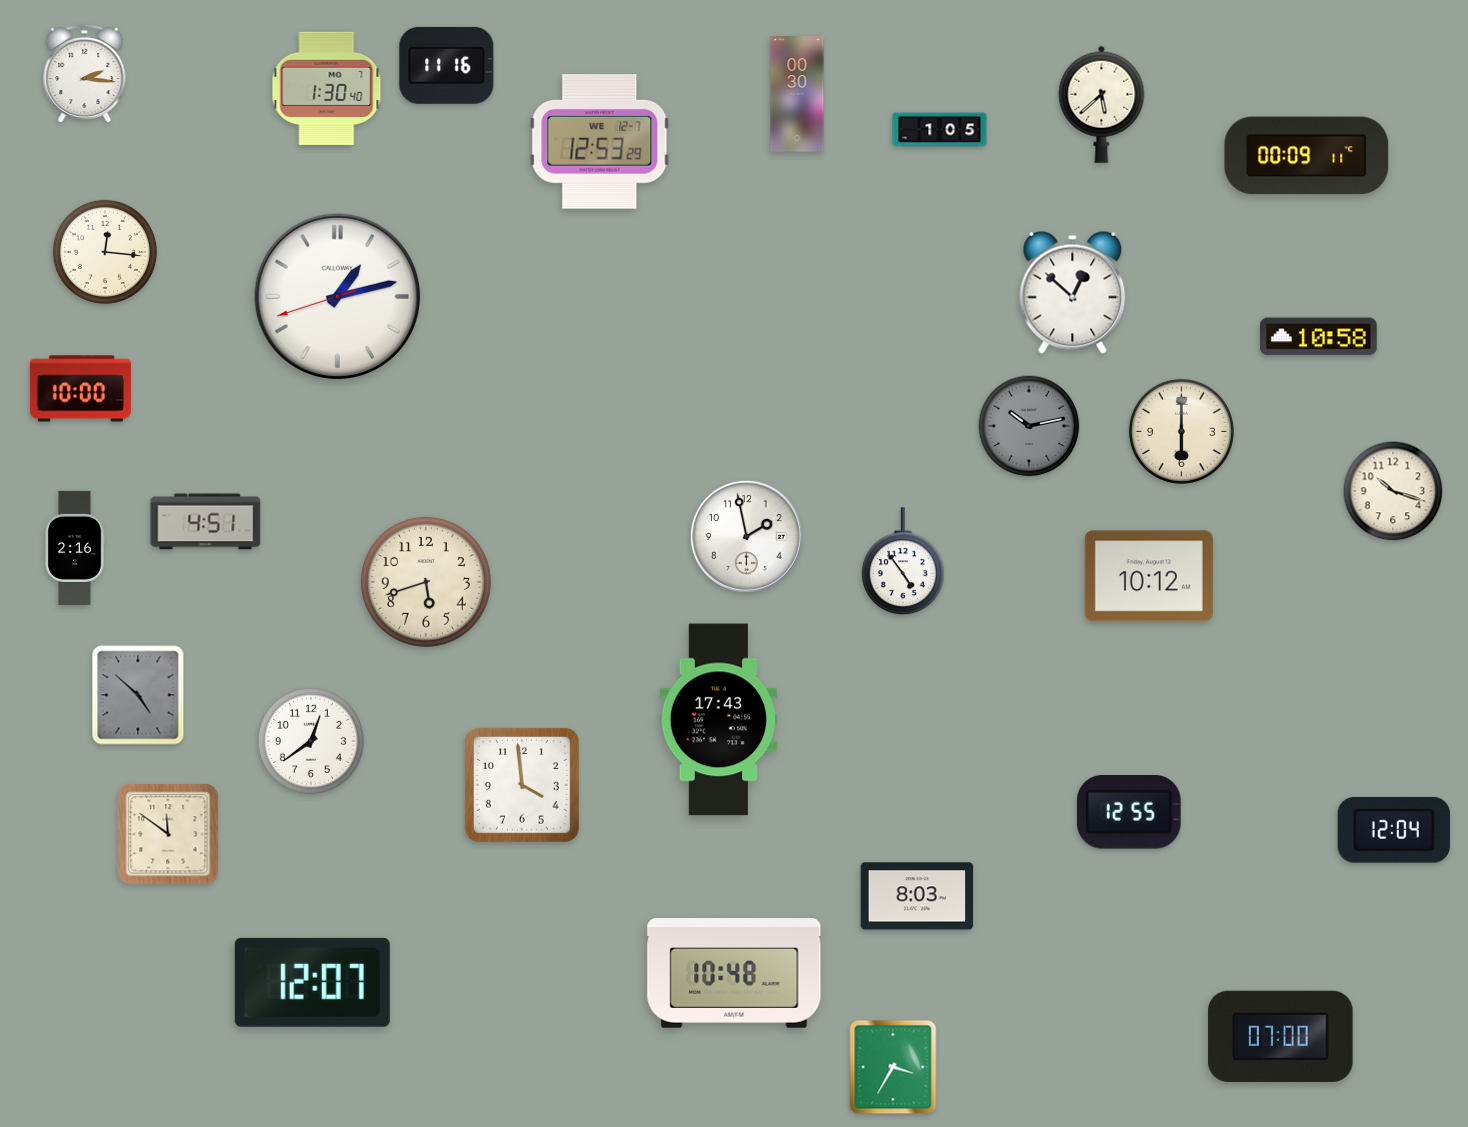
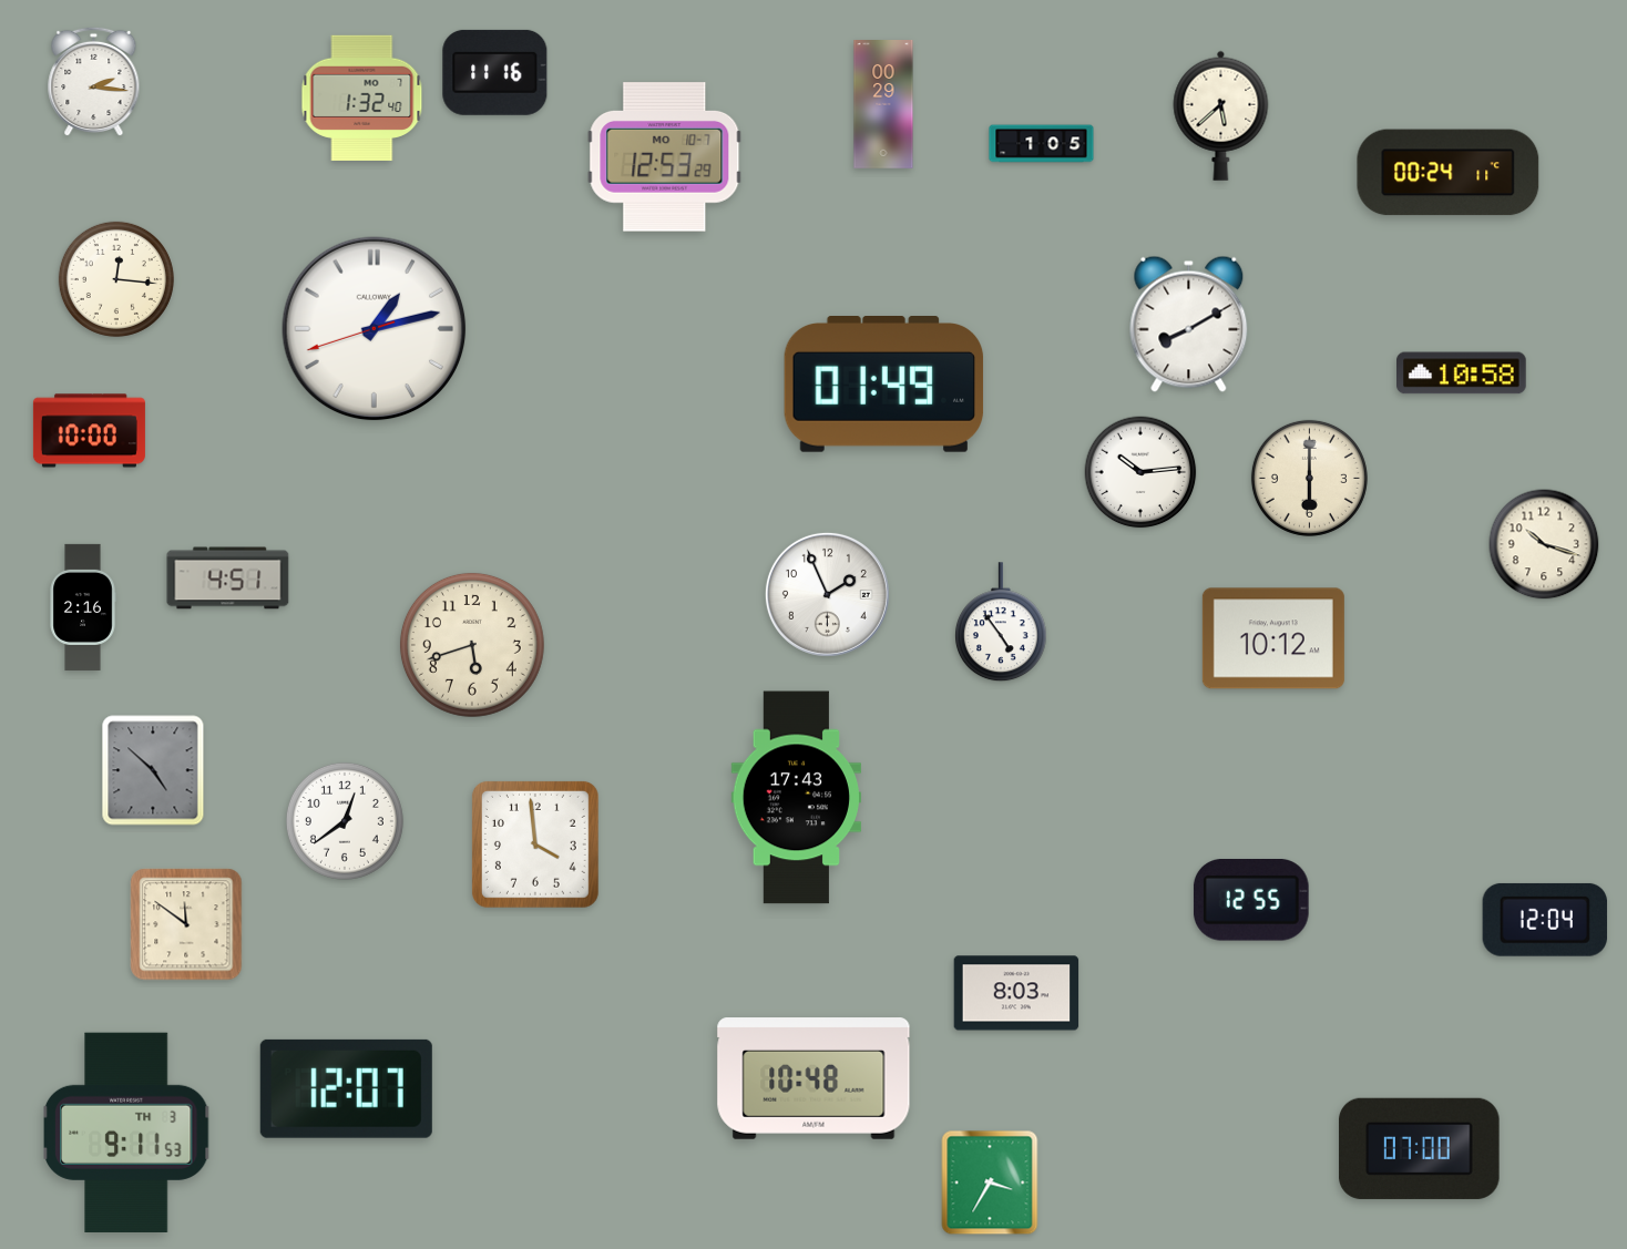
clock at (327, 88): 1:30 -> 1:32
clock at (797, 95): 00:30 -> 00:29
clock at (600, 142) date: WE 12-7 -> MO 10-7
clock at (1307, 156): 00:09 -> 00:24
clock at (1073, 292): 12:52 -> 8:10
clock at (884, 385): none -> 01:49
clock at (1029, 426): 10:13 -> 10:14
clock at (1029, 426) dial: grey -> white
clock at (746, 536): 1:58 -> 1:56
clock at (522, 785) position: (522, 785) -> (535, 844)
clock at (126, 1133): none -> 9:11
